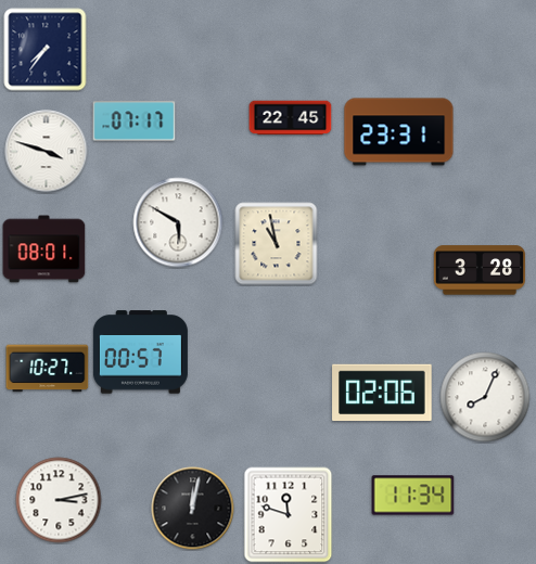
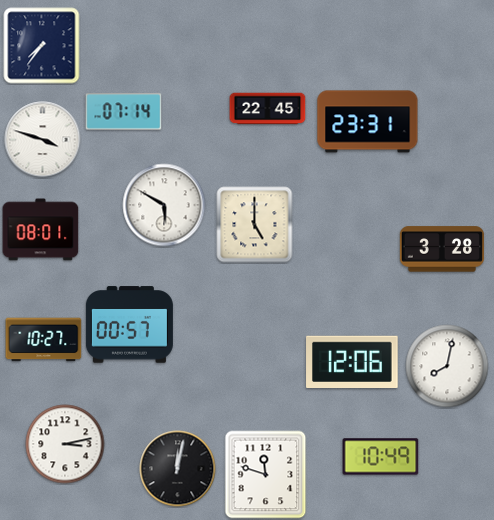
clock at (135, 121): 07:17 -> 07:14
clock at (277, 244): 10:58 -> 5:00
clock at (382, 392): 02:06 -> 12:06
clock at (485, 397): 8:04 -> 8:02
clock at (413, 496): 11:34 -> 10:49
clock at (59, 500) position: (59, 500) -> (65, 444)
